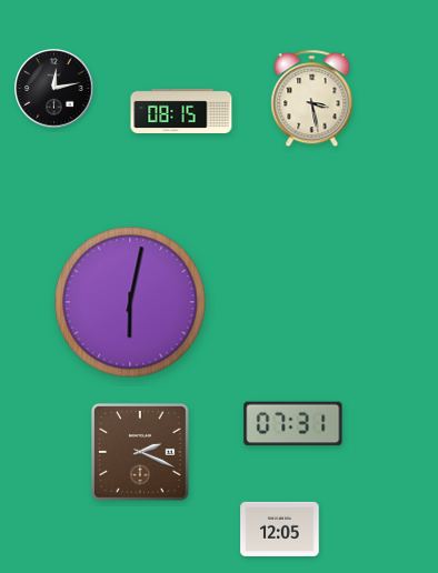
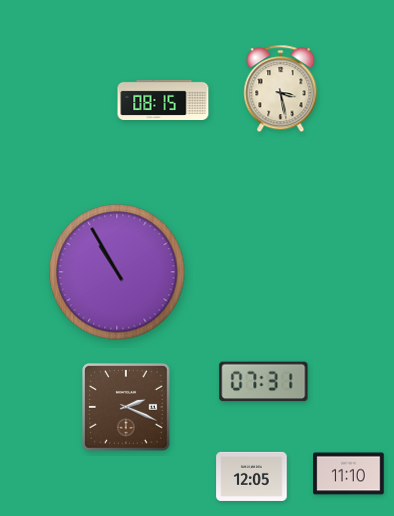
clock at (54, 89): 12:13 -> none
clock at (130, 302): 6:02 -> 10:55
clock at (349, 474): none -> 11:10
